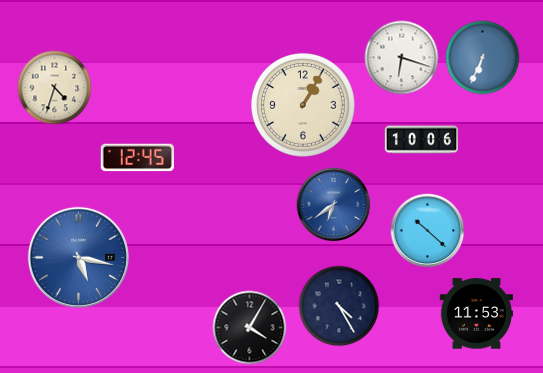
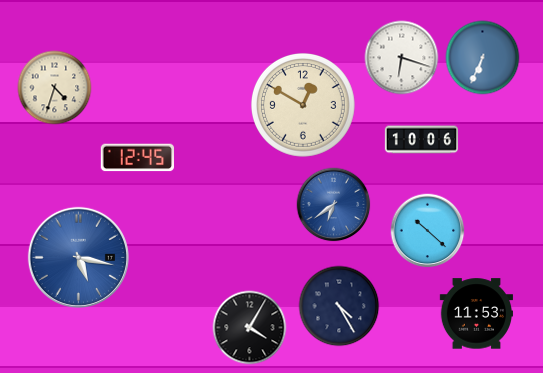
clock at (303, 105): 1:05 -> 12:50
